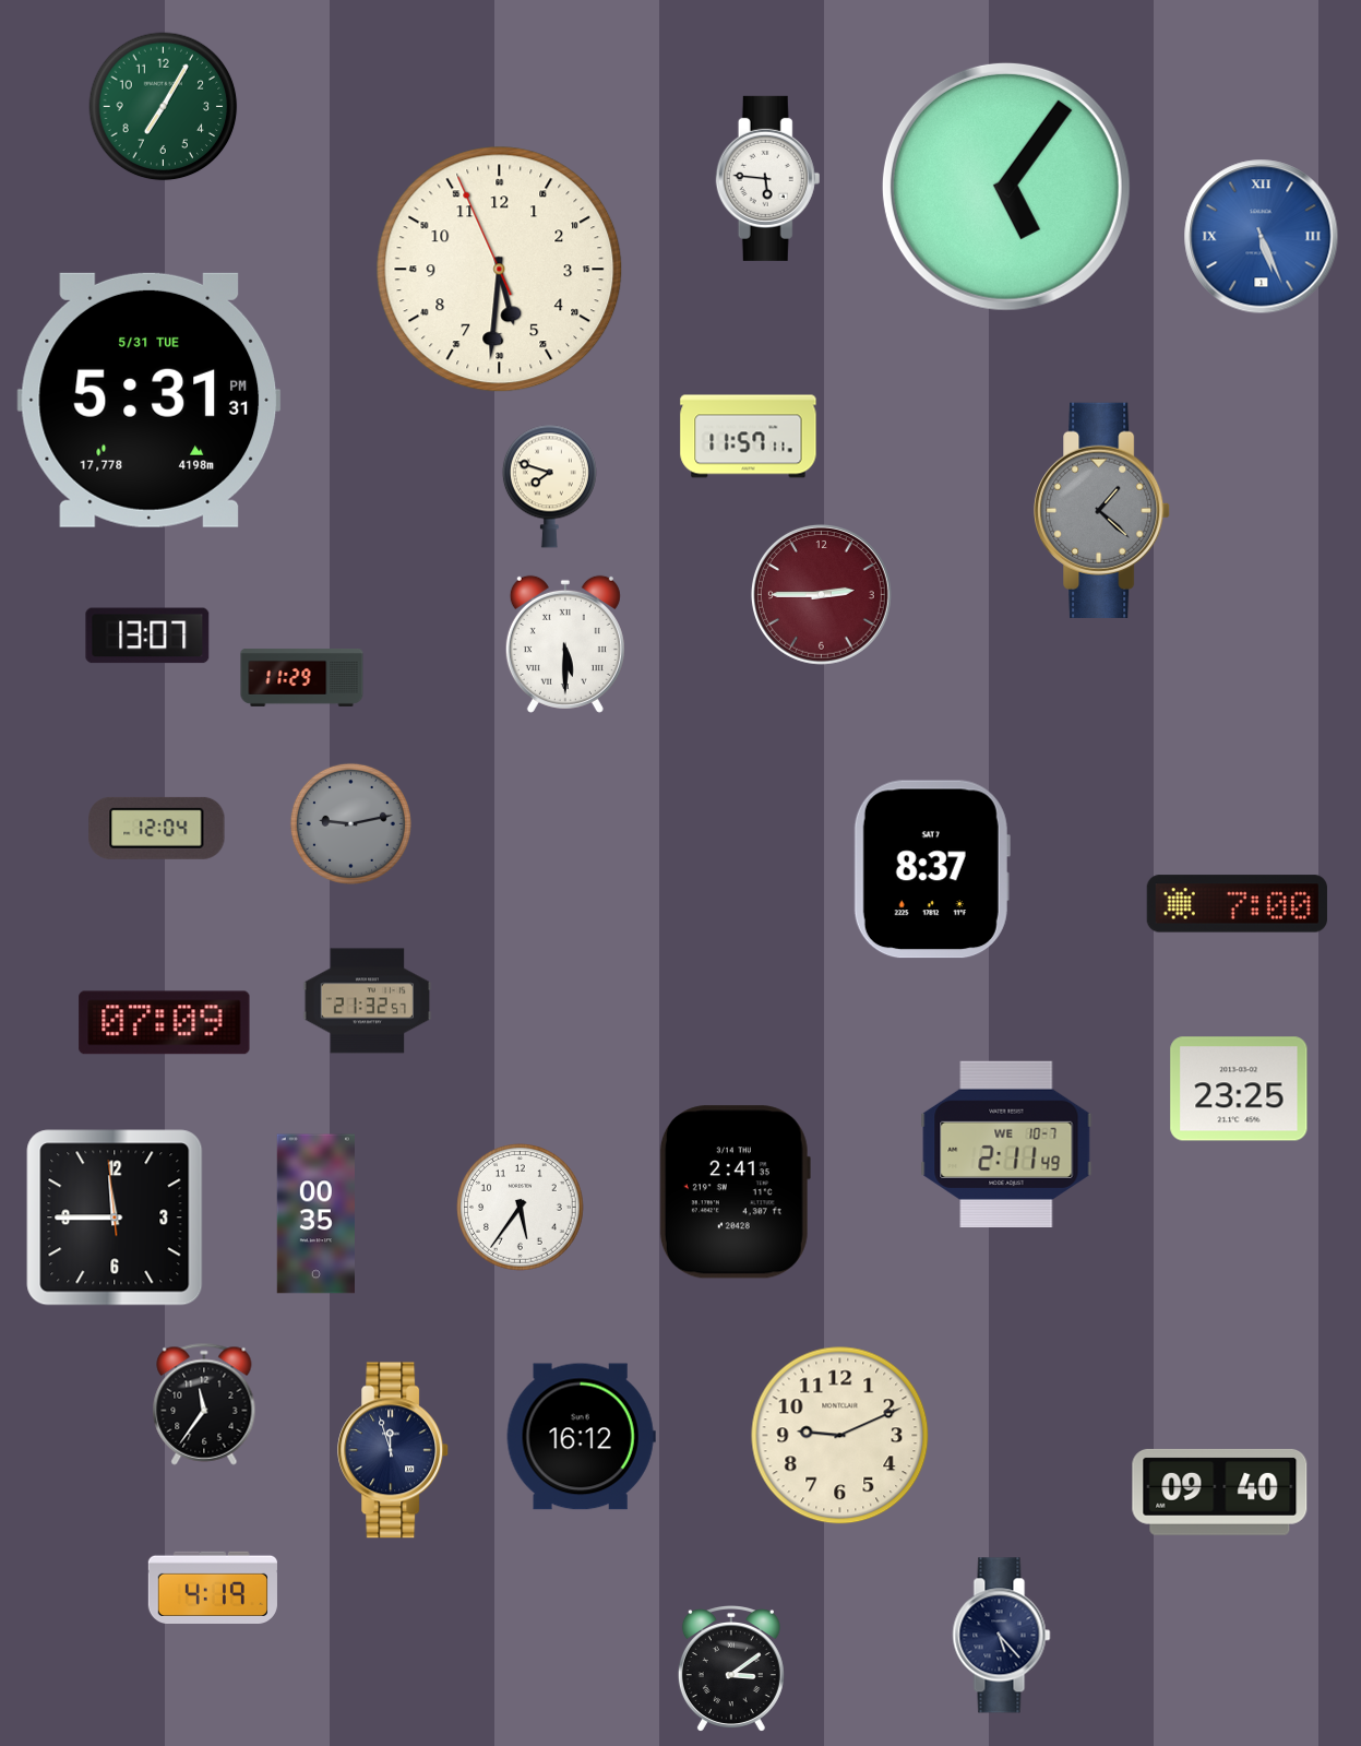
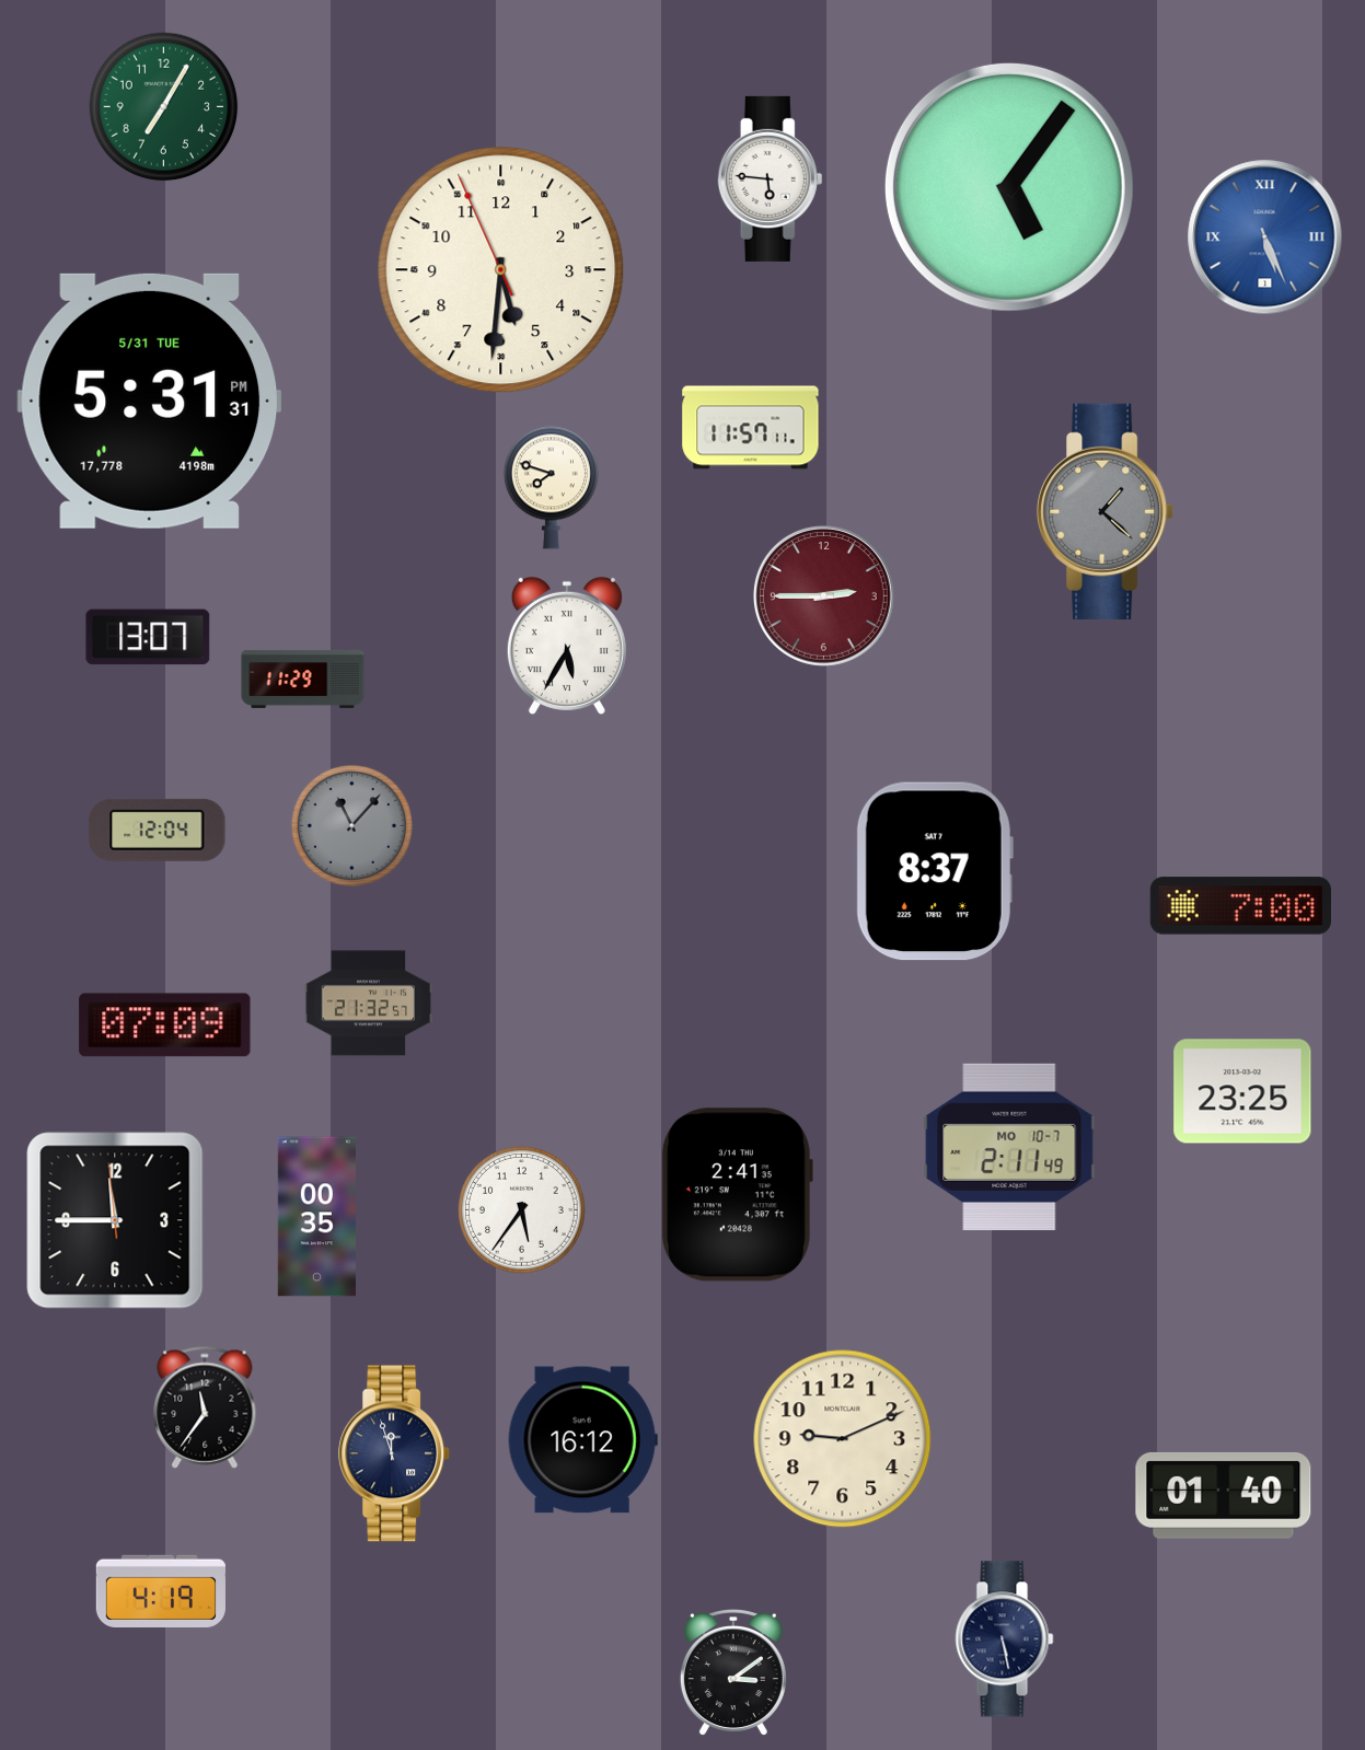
clock at (749, 437) position: (749, 437) -> (751, 428)
clock at (565, 644): 5:30 -> 5:35
clock at (350, 823): 9:13 -> 11:07
clock at (1006, 1143) date: WE 10-7 -> MO 10-7
clock at (1220, 1492): 09:40 -> 01:40
clock at (213, 1587) position: (213, 1587) -> (161, 1590)
clock at (1002, 1636): 5:23 -> 5:28
